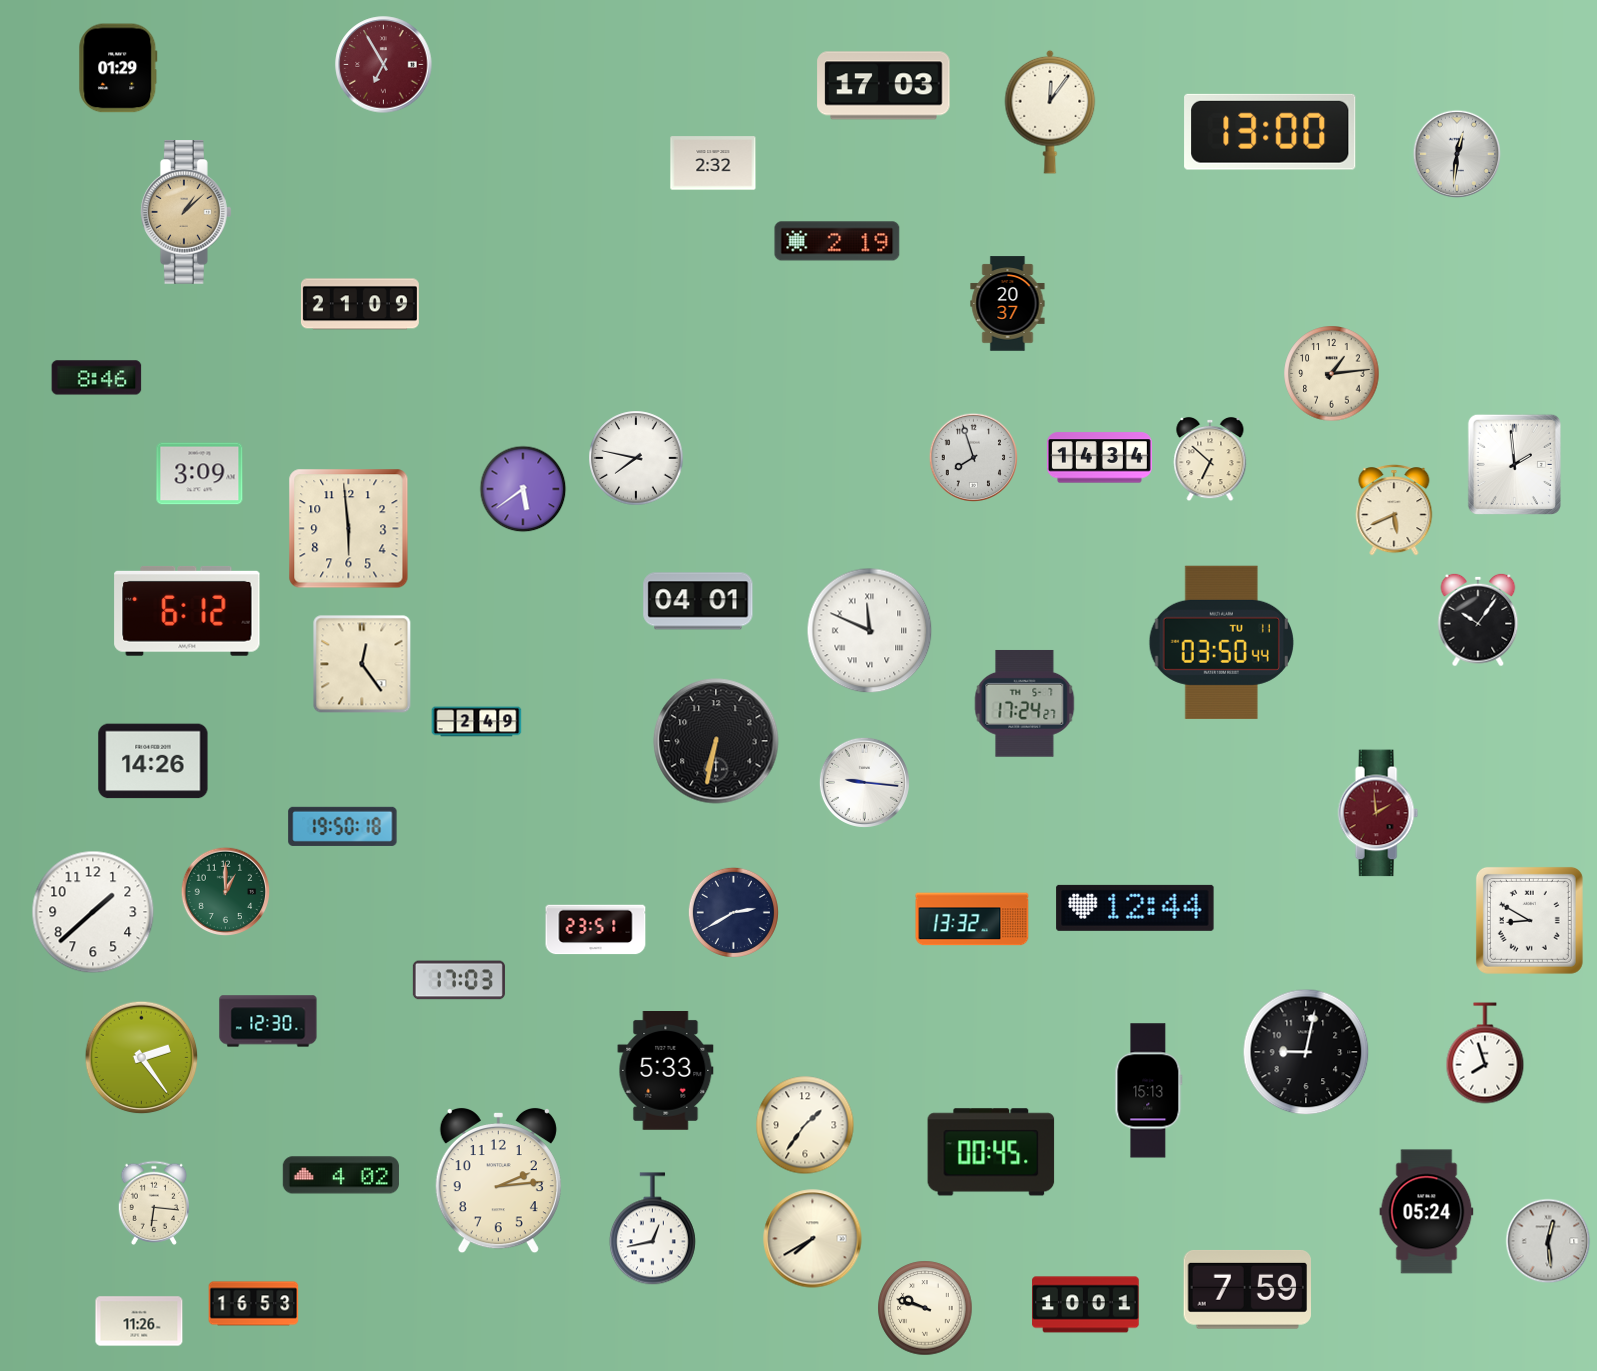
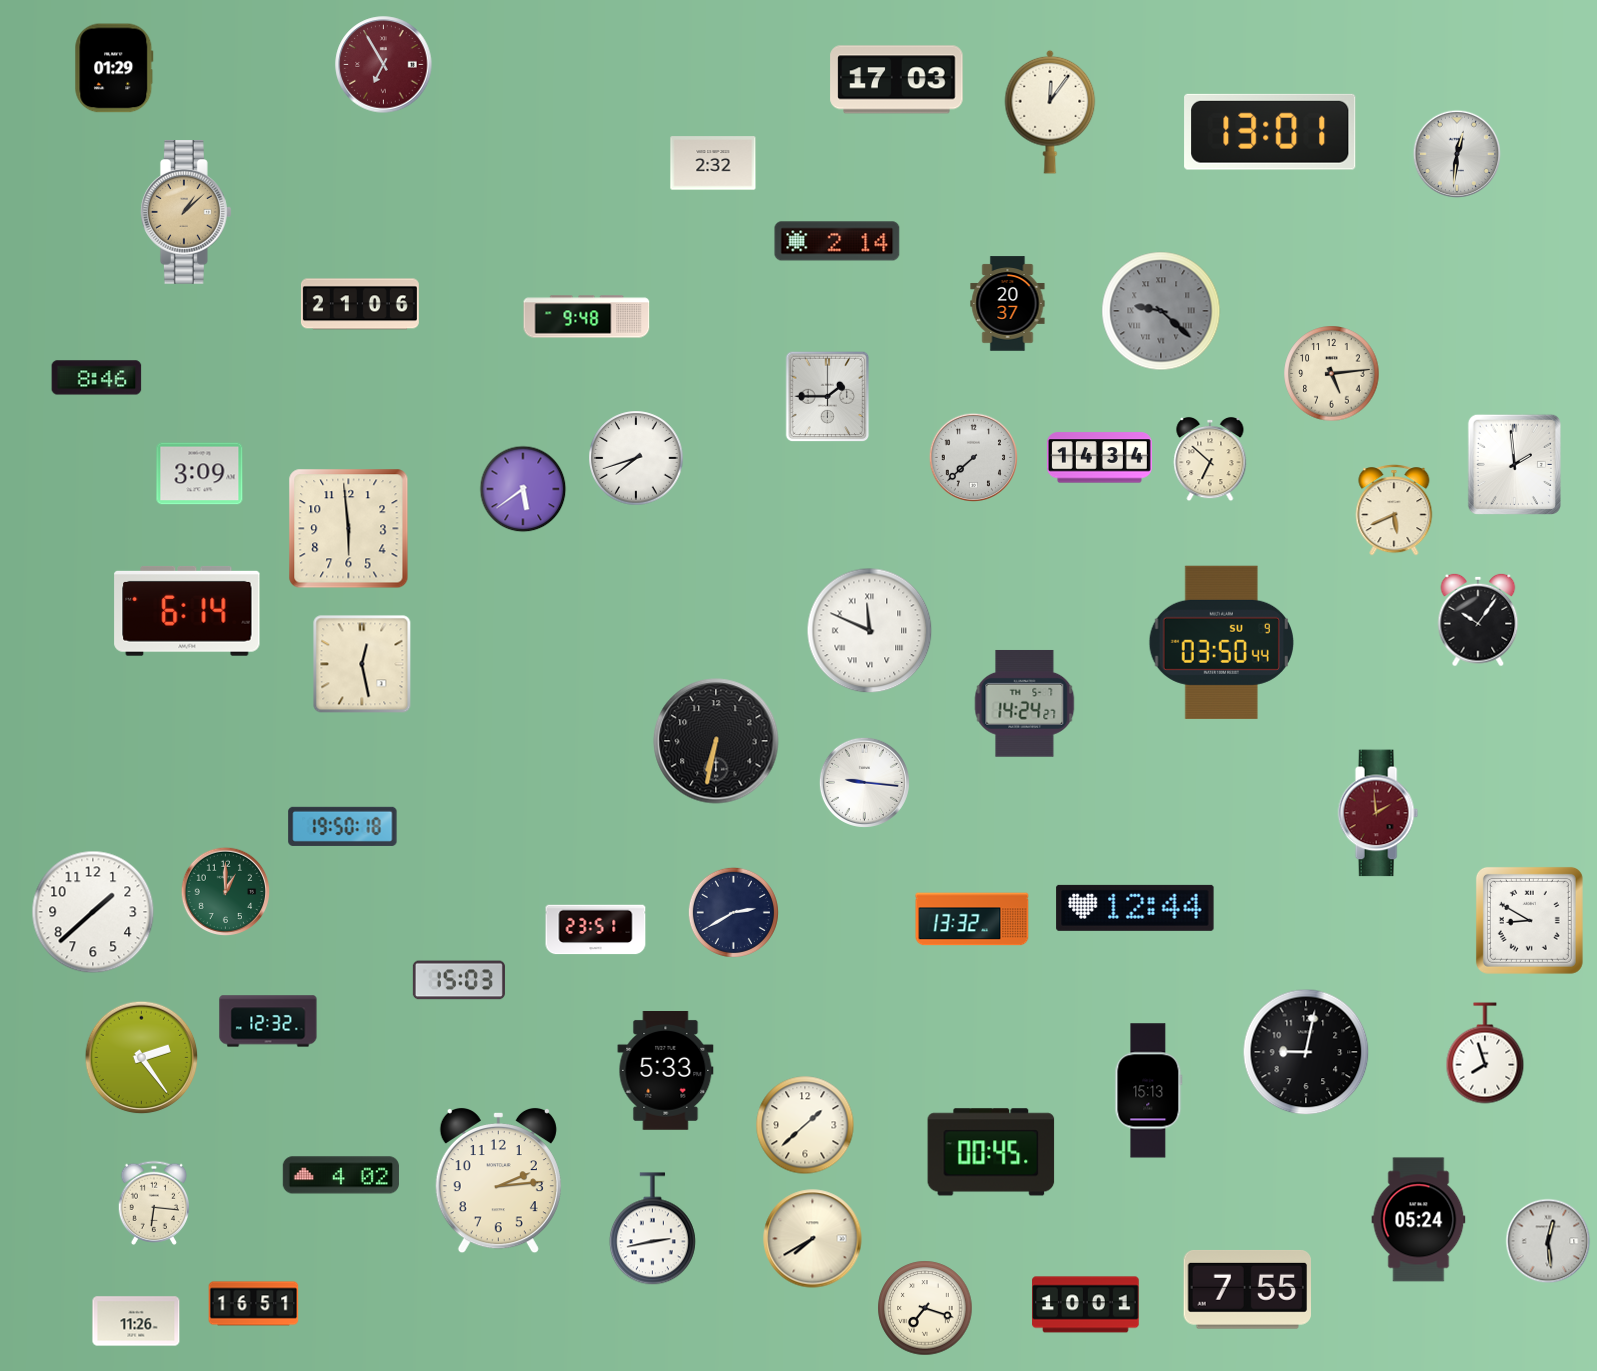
clock at (118, 68) position: (118, 68) -> (114, 68)
clock at (884, 86) position: (884, 86) -> (897, 80)
clock at (1270, 132): 13:00 -> 13:01
clock at (837, 241): 2:19 -> 2:14
clock at (360, 304): 21:09 -> 21:06
clock at (1161, 311): none -> 9:22
clock at (587, 317): none -> 9:48
clock at (1332, 374): 1:14 -> 5:14
clock at (828, 397): none -> 1:45
clock at (973, 457): 7:57 -> 7:38
clock at (636, 458): 7:47 -> 7:42
clock at (698, 601): 04:01 -> none
clock at (187, 611): 6:12 -> 6:14
clock at (1221, 642) date: TU 11 -> SU 9
clock at (362, 664): 12:24 -> 12:28
clock at (1025, 704): 17:24 -> 14:24
clock at (477, 722): 2:49 -> none
clock at (153, 761): 14:26 -> none
clock at (459, 980): 17:03 -> 15:03
clock at (268, 1021): 12:30 -> 12:32
clock at (805, 1125): 1:36 -> 1:38
clock at (1427, 1212) position: (1427, 1212) -> (1419, 1220)
clock at (652, 1229): 12:43 -> 2:43
clock at (1247, 1289): 7:59 -> 7:55
clock at (254, 1304): 16:53 -> 16:51
clock at (925, 1308): 9:48 -> 7:18
clock at (139, 1321) position: (139, 1321) -> (136, 1321)
